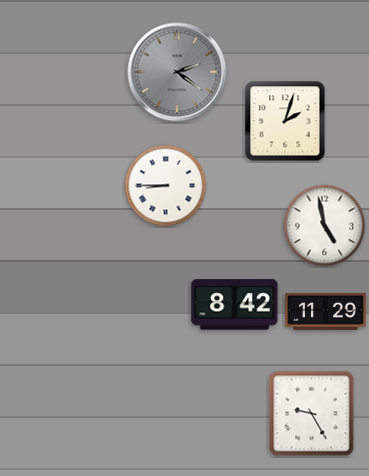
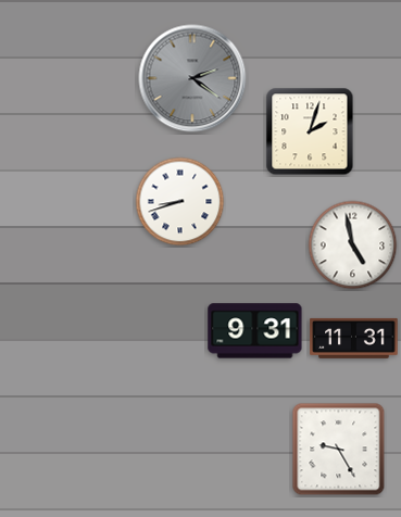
clock at (166, 186): 8:45 -> 8:42
clock at (235, 305): 8:42 -> 9:31
clock at (326, 311): 11:29 -> 11:31
